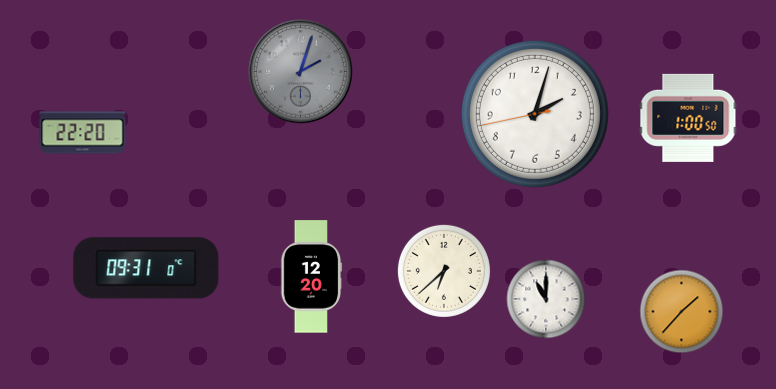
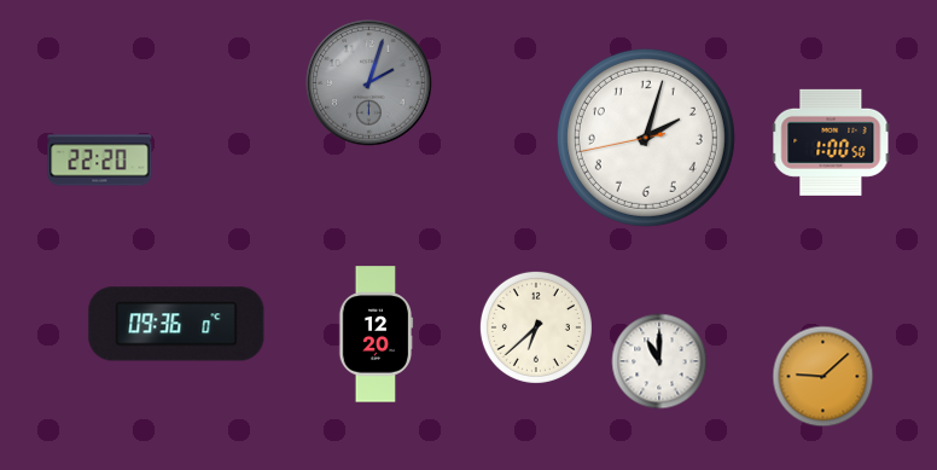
clock at (301, 72) position: (301, 72) -> (369, 83)
clock at (146, 268): 09:31 -> 09:36
clock at (682, 312): 1:37 -> 9:08
